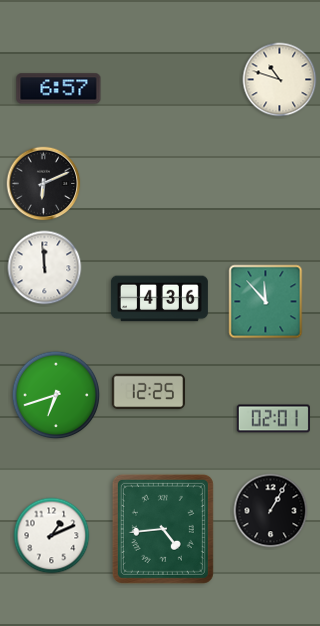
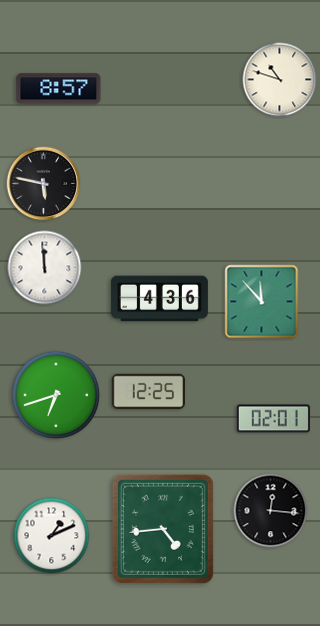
clock at (59, 89): 6:57 -> 8:57
clock at (44, 184): 6:11 -> 5:47
clock at (266, 302) position: (266, 302) -> (262, 302)
clock at (271, 511): 1:05 -> 12:16
